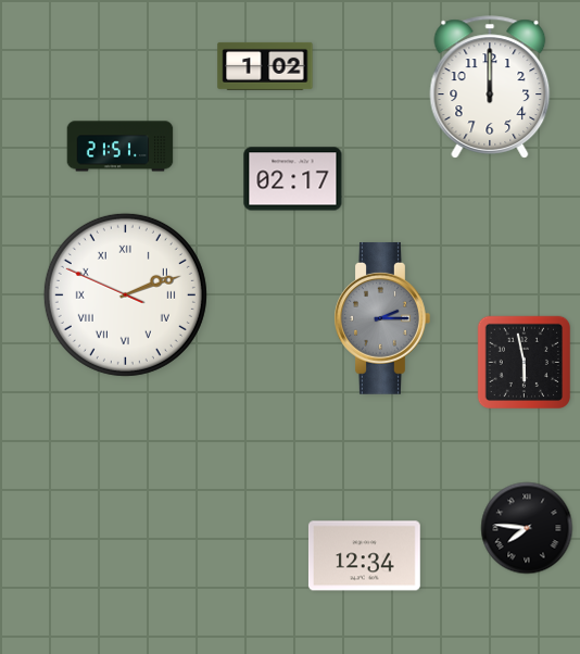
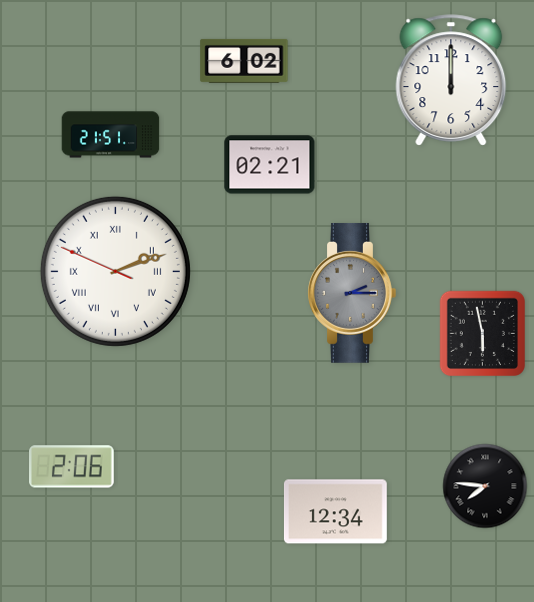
clock at (265, 66): 1:02 -> 6:02
clock at (293, 179): 02:17 -> 02:21
clock at (72, 467): none -> 2:06
